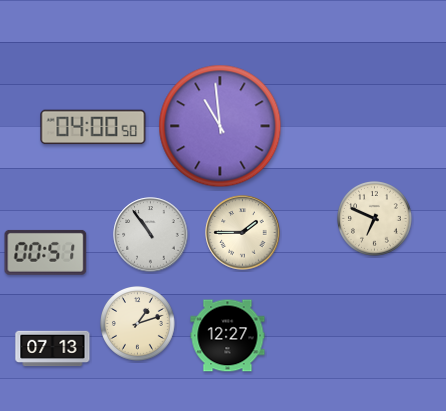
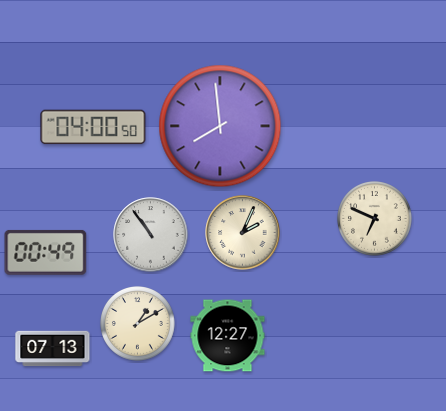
clock at (220, 126): 10:59 -> 7:59
clock at (243, 233): 1:45 -> 2:04
clock at (46, 252): 00:51 -> 00:49
clock at (138, 324): 1:12 -> 1:10
